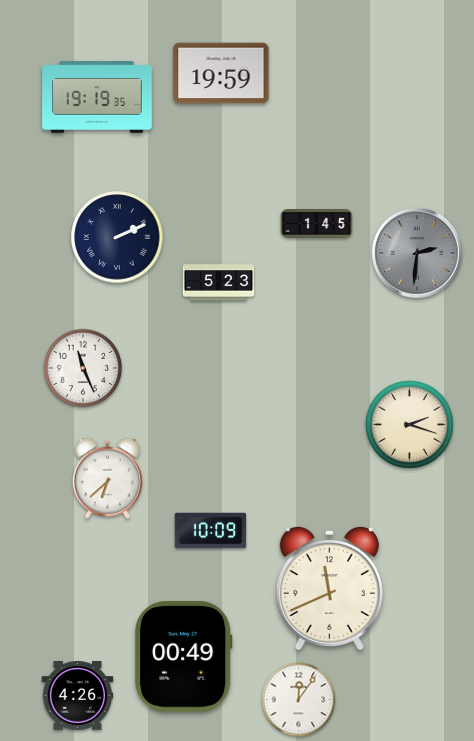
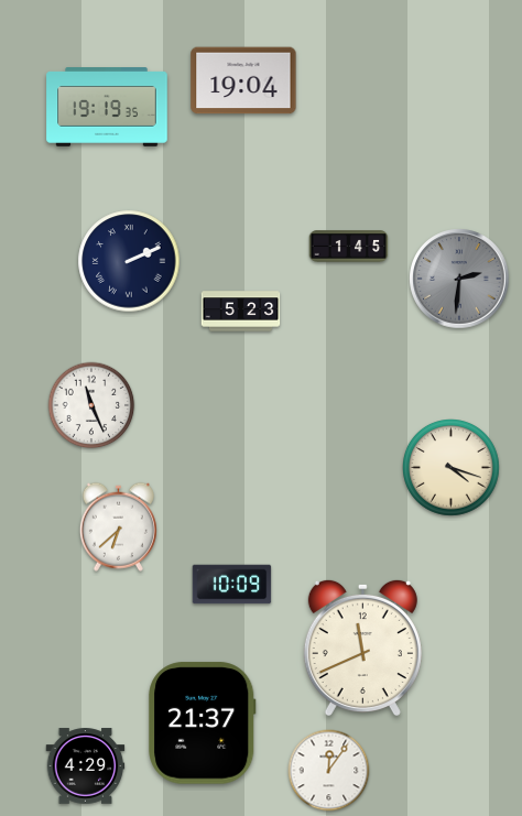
clock at (221, 73): 19:59 -> 19:04
clock at (410, 425): 2:18 -> 4:18
clock at (184, 657): 00:49 -> 21:37
clock at (78, 696): 4:26 -> 4:29
